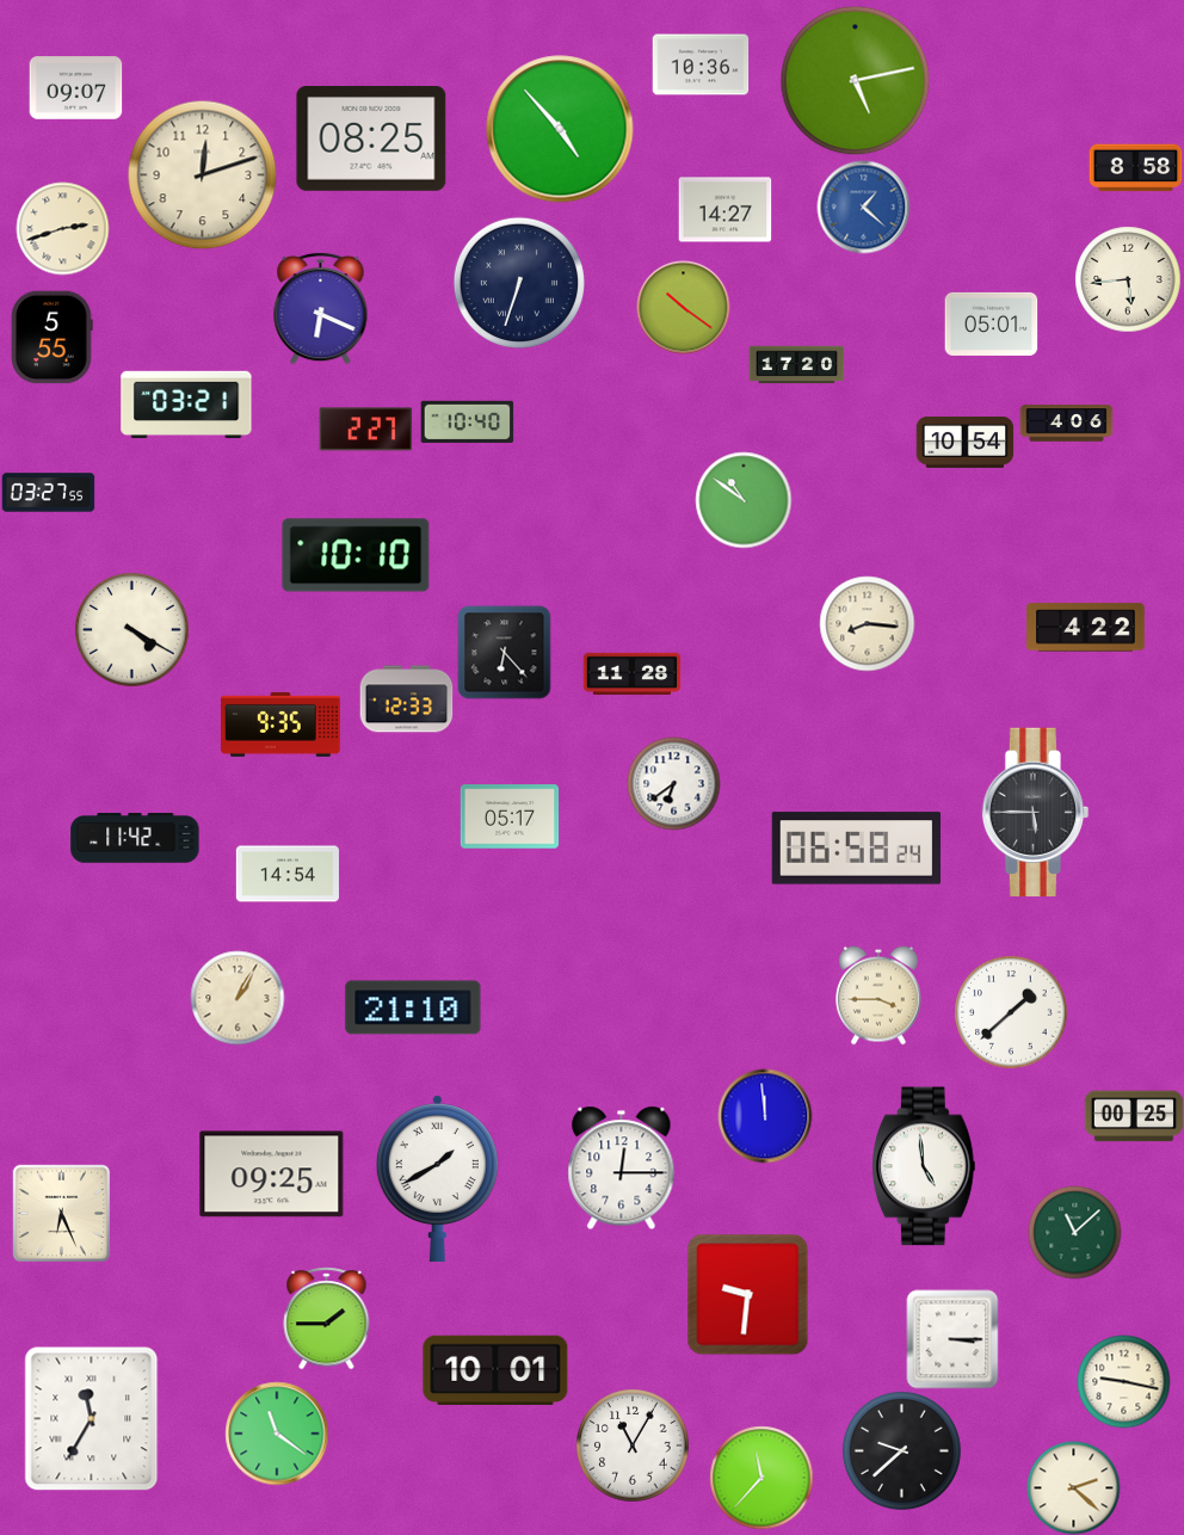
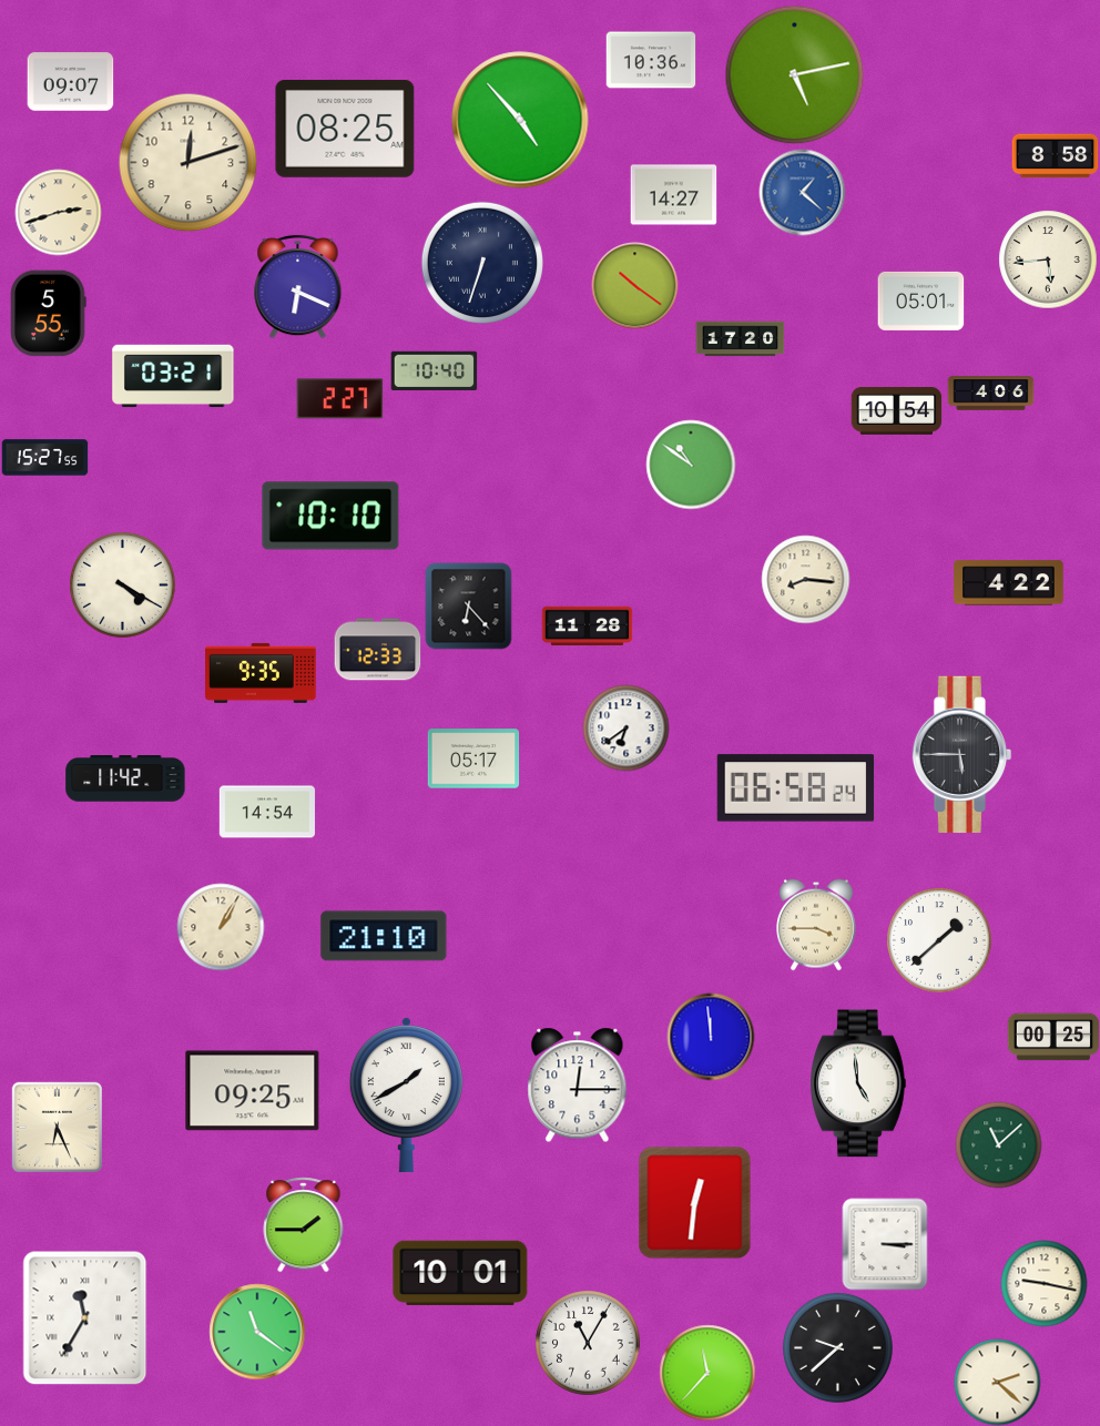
clock at (467, 421) position: (467, 421) -> (434, 370)
clock at (48, 493): 03:27 -> 15:27
clock at (747, 1294): 9:31 -> 12:31
